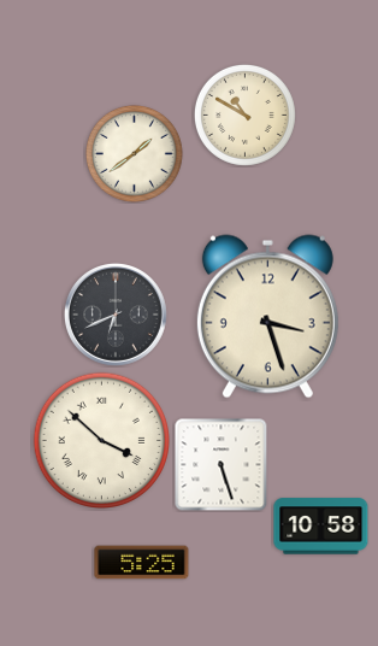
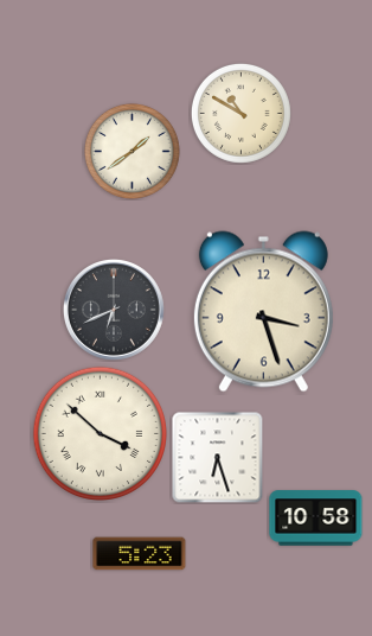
clock at (220, 464): 5:27 -> 6:27
clock at (142, 563): 5:25 -> 5:23
